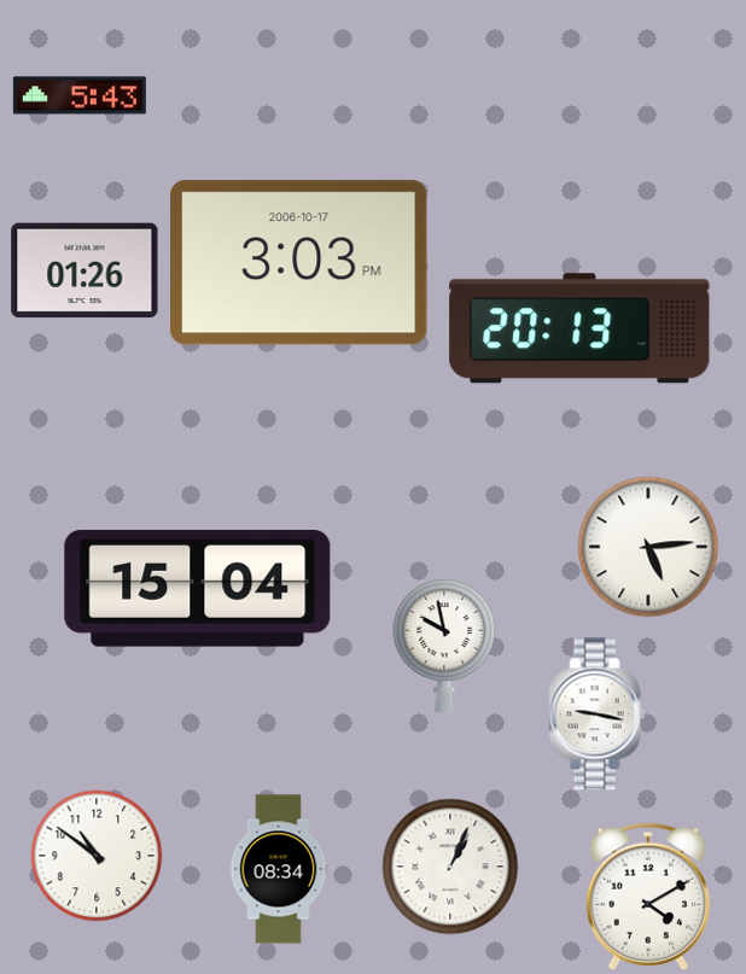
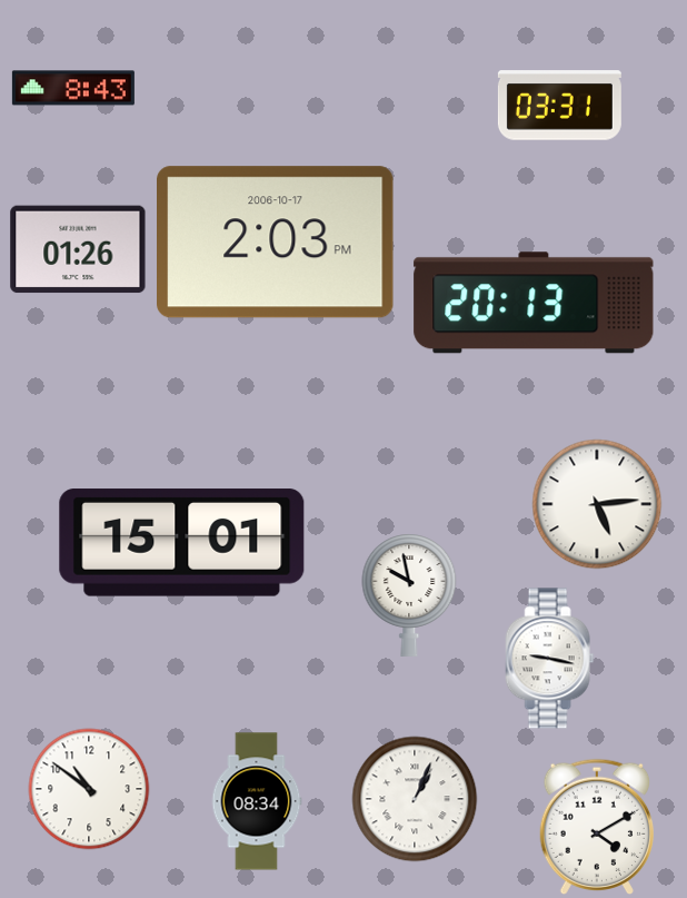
clock at (80, 95): 5:43 -> 8:43
clock at (559, 106): none -> 03:31
clock at (299, 263): 3:03 -> 2:03
clock at (198, 589): 15:04 -> 15:01
